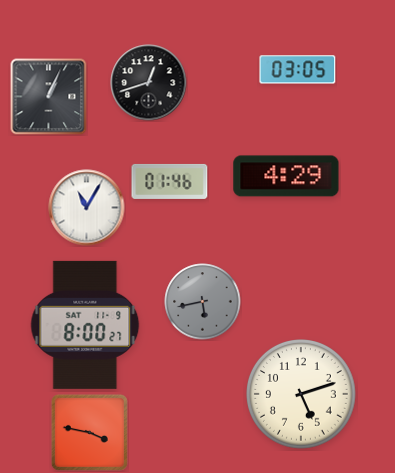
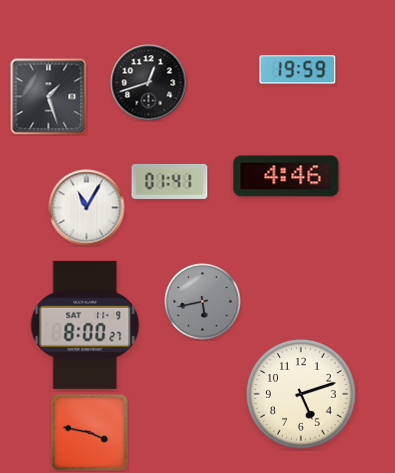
clock at (298, 70): 03:05 -> 19:59
clock at (49, 97): 1:04 -> 1:27
clock at (286, 176): 4:29 -> 4:46
clock at (170, 181): 01:46 -> 01:41
